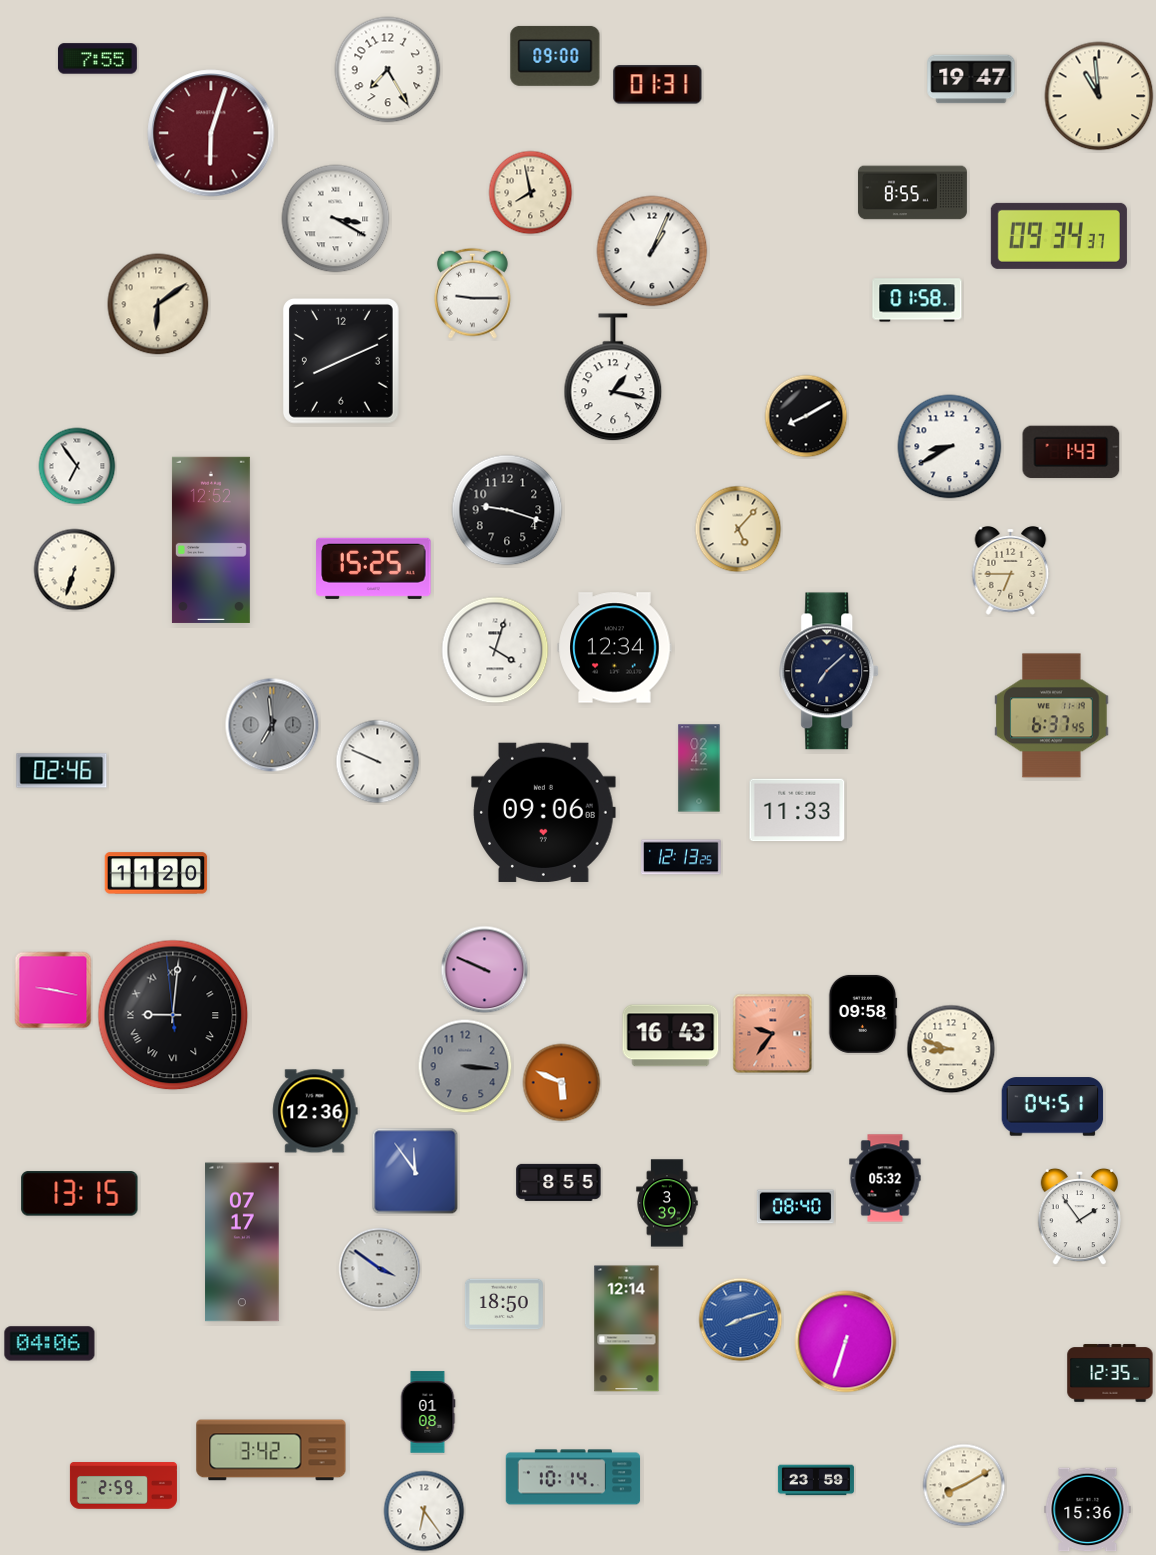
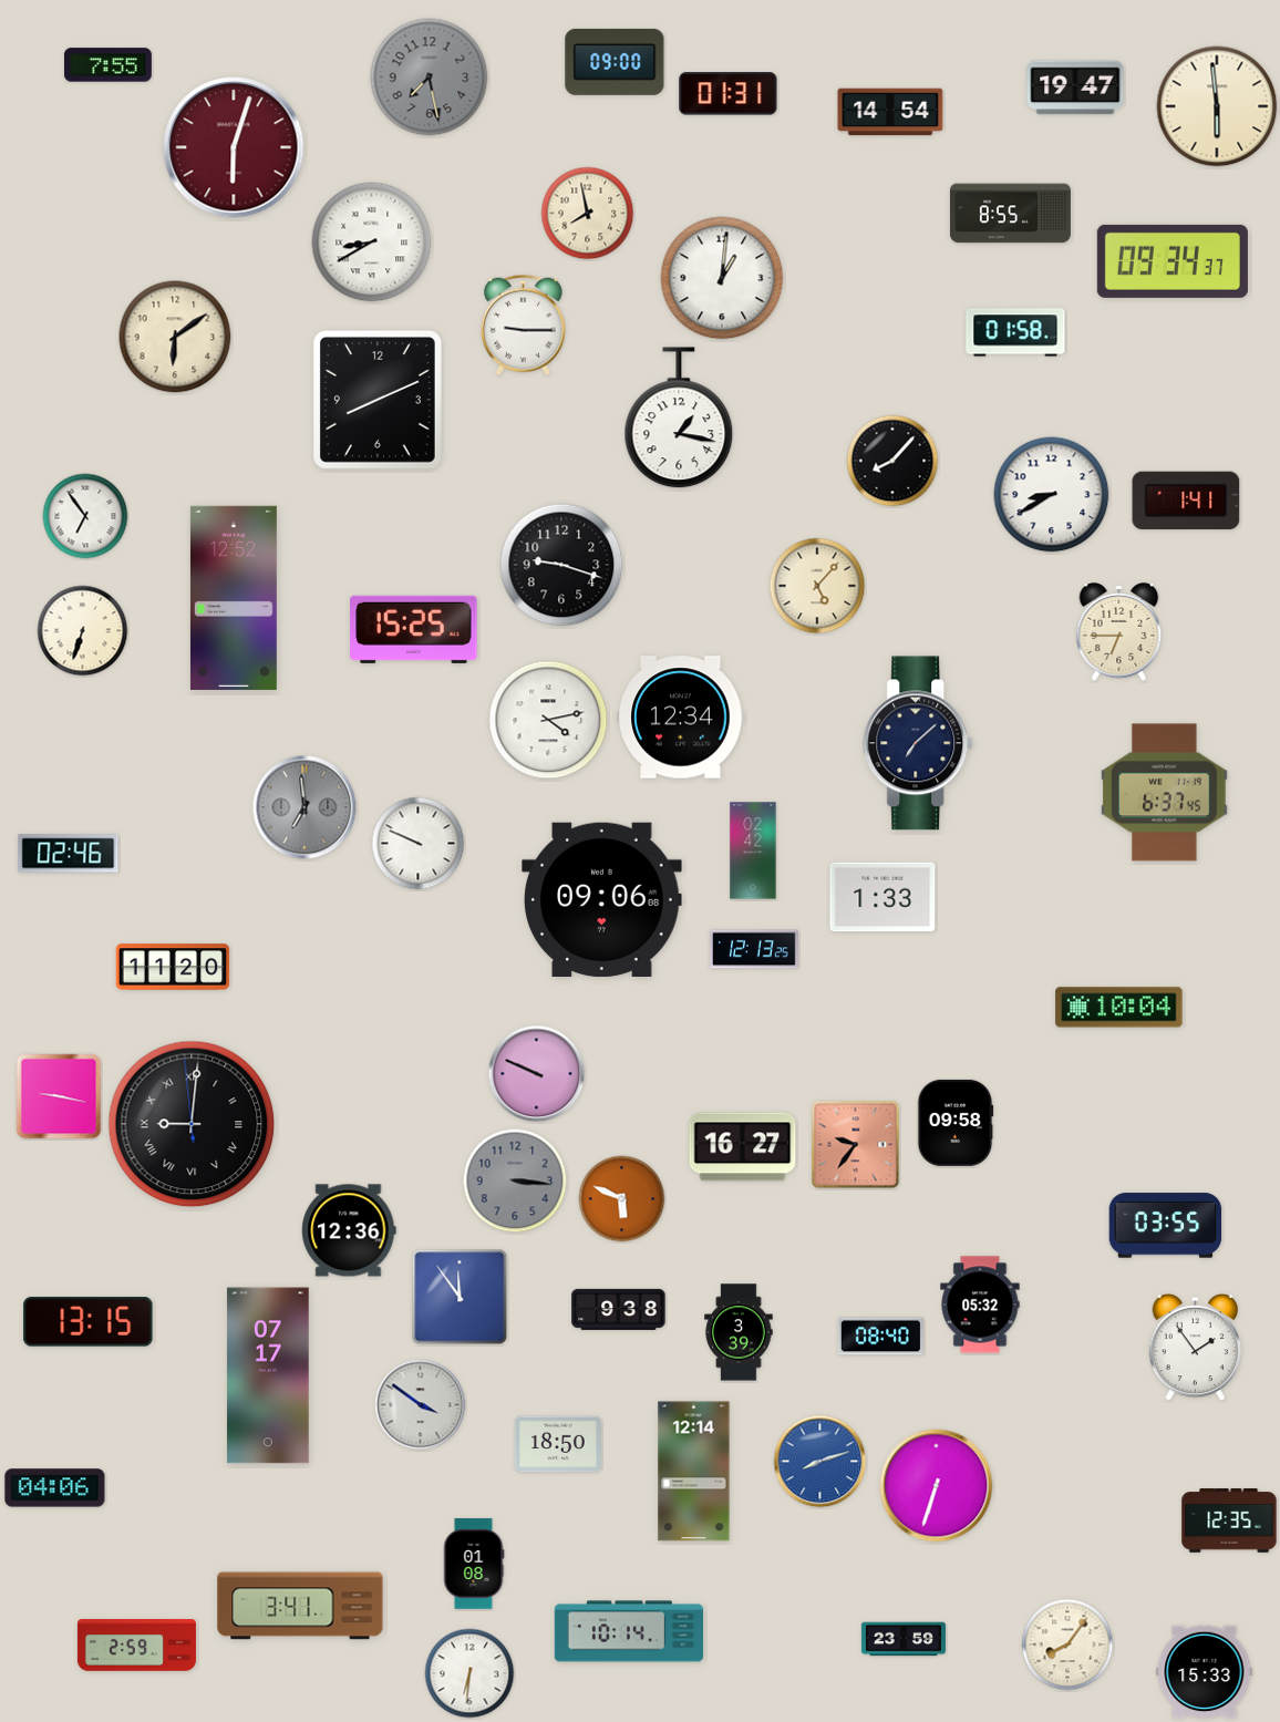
clock at (388, 70): 7:25 -> 7:28
clock at (388, 70) dial: white -> grey
clock at (1099, 96): 10:59 -> 5:59
clock at (890, 112): none -> 14:54
clock at (336, 219): 3:20 -> 8:40
clock at (652, 251): 1:04 -> 1:01
clock at (806, 416): 8:10 -> 8:07
clock at (1071, 452): 1:43 -> 1:41
clock at (495, 650): 4:03 -> 4:13
clock at (272, 725) position: (272, 725) -> (304, 807)
clock at (699, 768) position: (699, 768) -> (753, 850)
clock at (797, 810): 11:33 -> 1:33
clock at (1119, 1008): none -> 10:04
clock at (671, 1036): 16:43 -> 16:27
clock at (951, 1049): 8:48 -> none
clock at (1053, 1107): 04:51 -> 03:55
clock at (559, 1182): 8:55 -> 9:38
clock at (271, 1450): 3:42 -> 3:41
clock at (573, 1477) position: (573, 1477) -> (629, 1631)
clock at (964, 1485): 8:10 -> 8:06
clock at (1088, 1510): 15:36 -> 15:33
clock at (424, 1511): 6:24 -> 6:31
